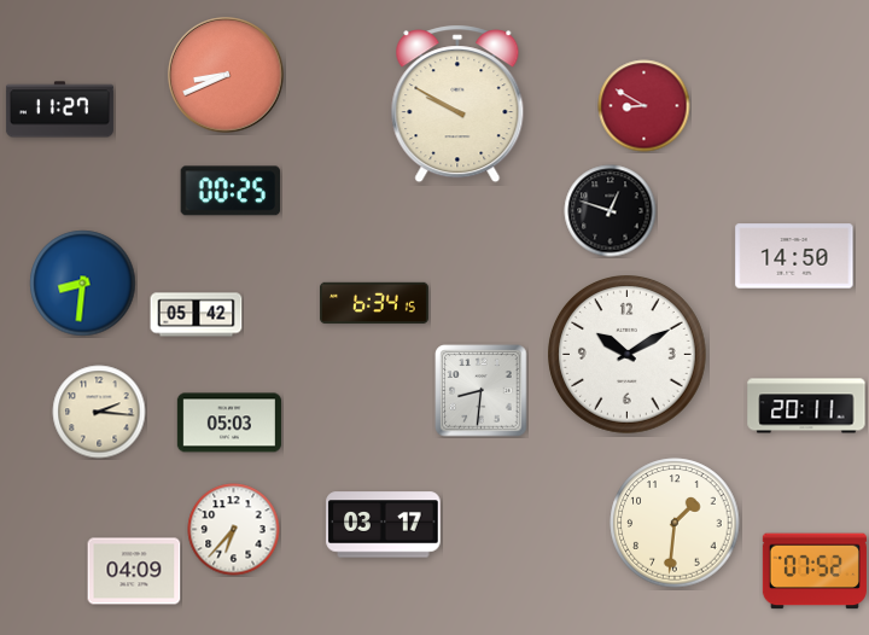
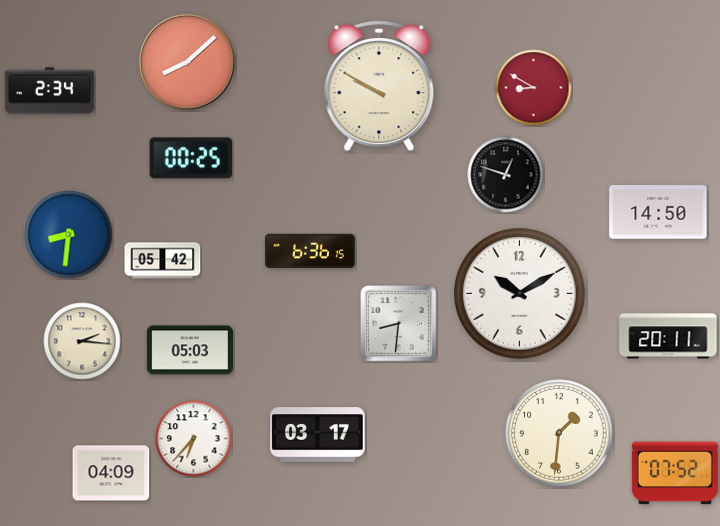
clock at (226, 75): 8:41 -> 8:08
clock at (59, 110): 11:27 -> 2:34
clock at (374, 303): 6:34 -> 6:36
